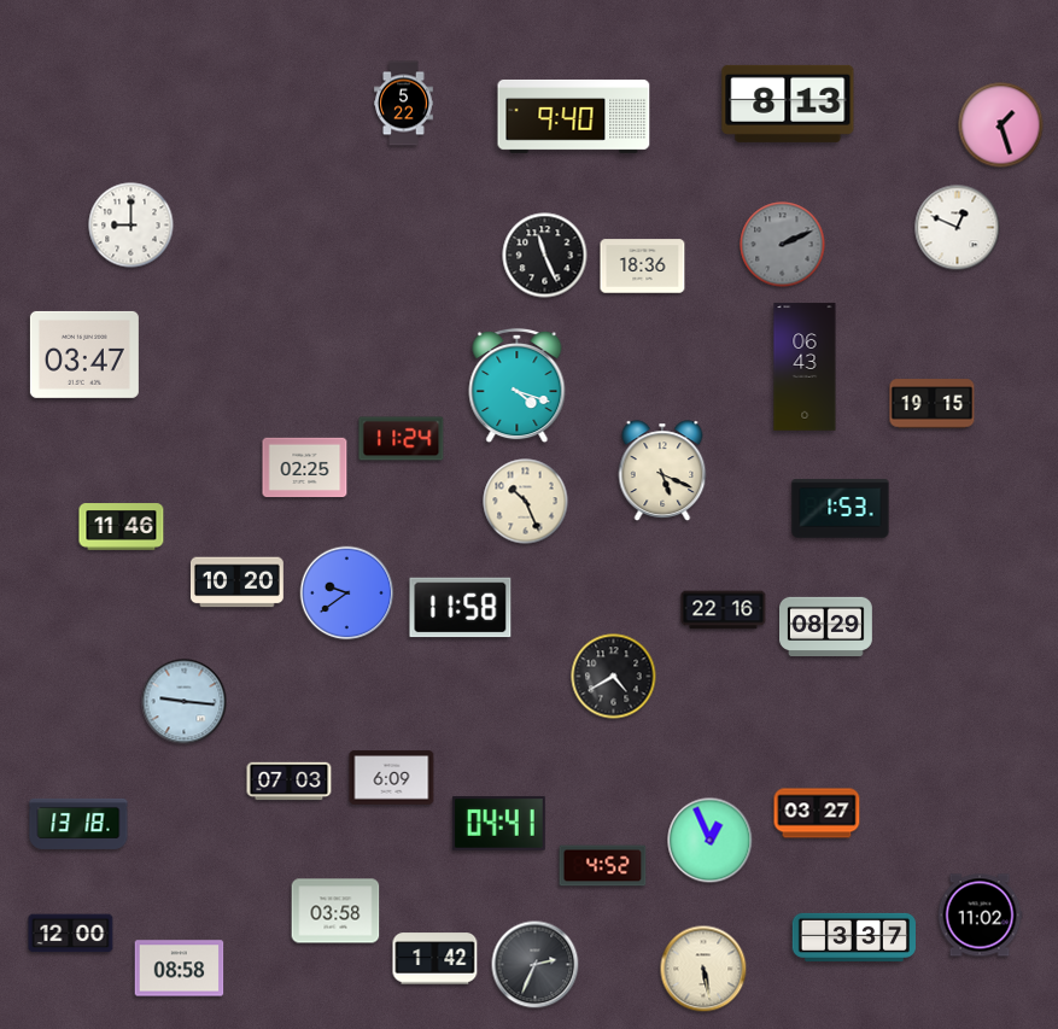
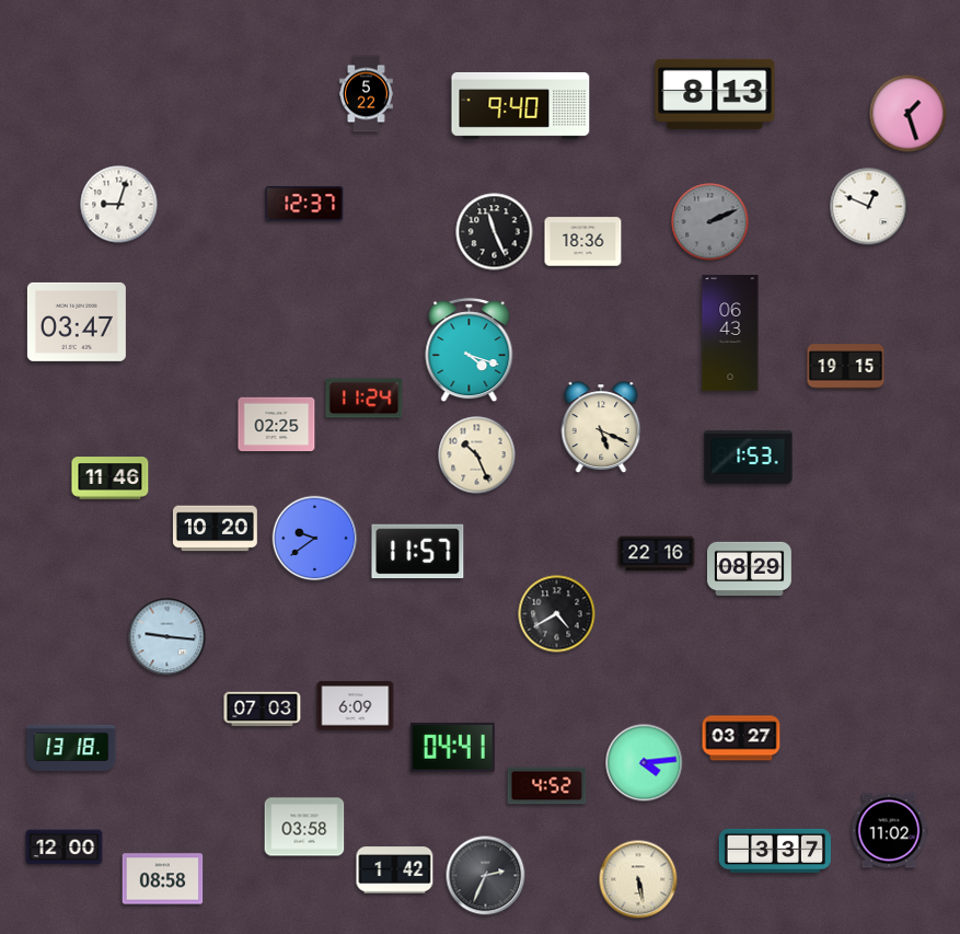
clock at (304, 204): none -> 12:37
clock at (131, 226): 9:00 -> 9:03
clock at (841, 509) position: (841, 509) -> (749, 458)
clock at (461, 608): 11:58 -> 11:57
clock at (711, 841): 12:56 -> 4:14
